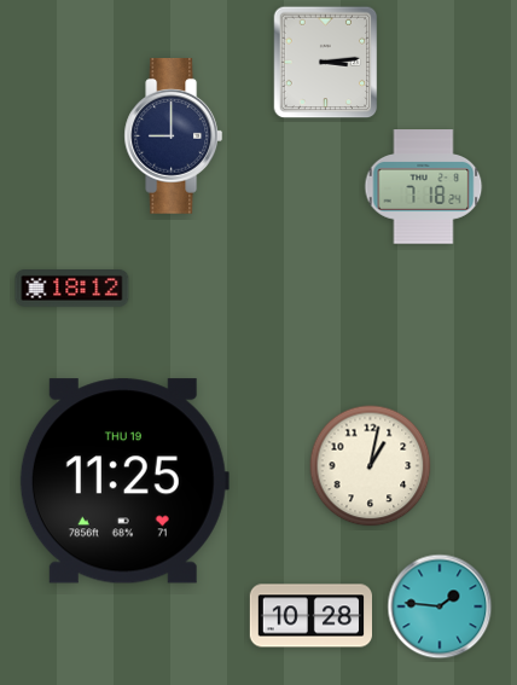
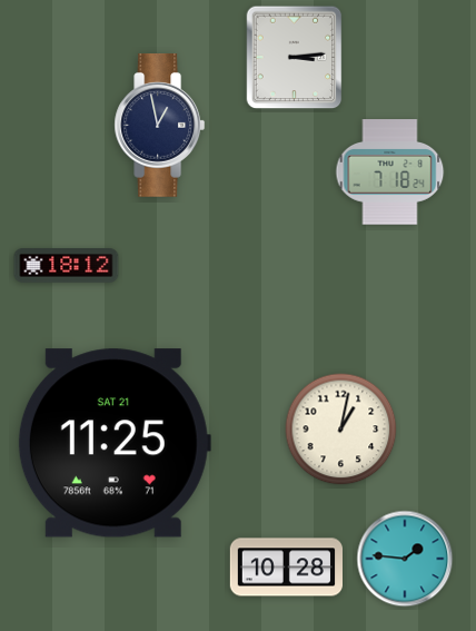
clock at (326, 63) position: (326, 63) -> (295, 58)
clock at (174, 137): 9:00 -> 12:58
clock at (124, 481) date: THU 19 -> SAT 21
